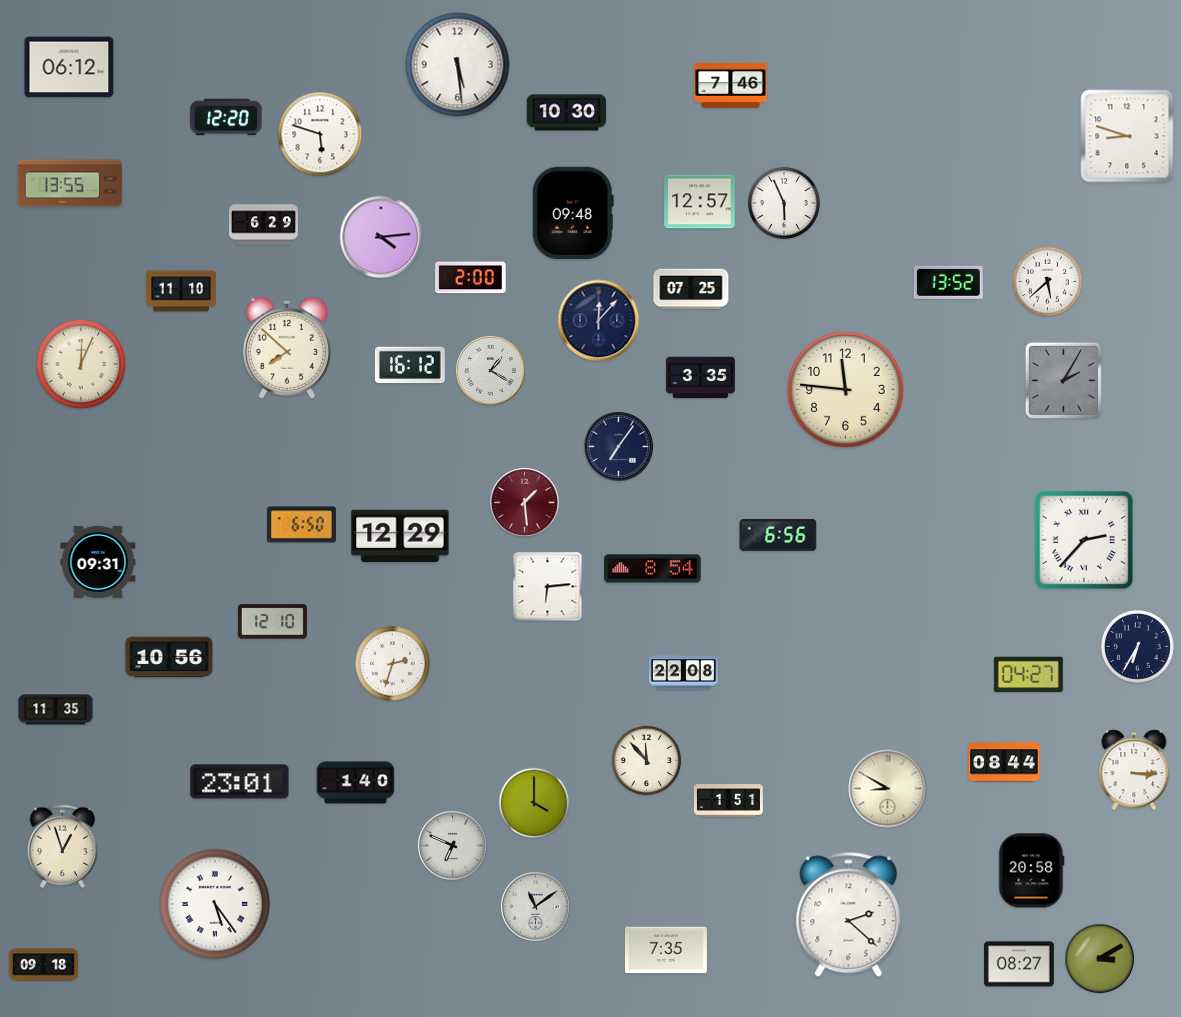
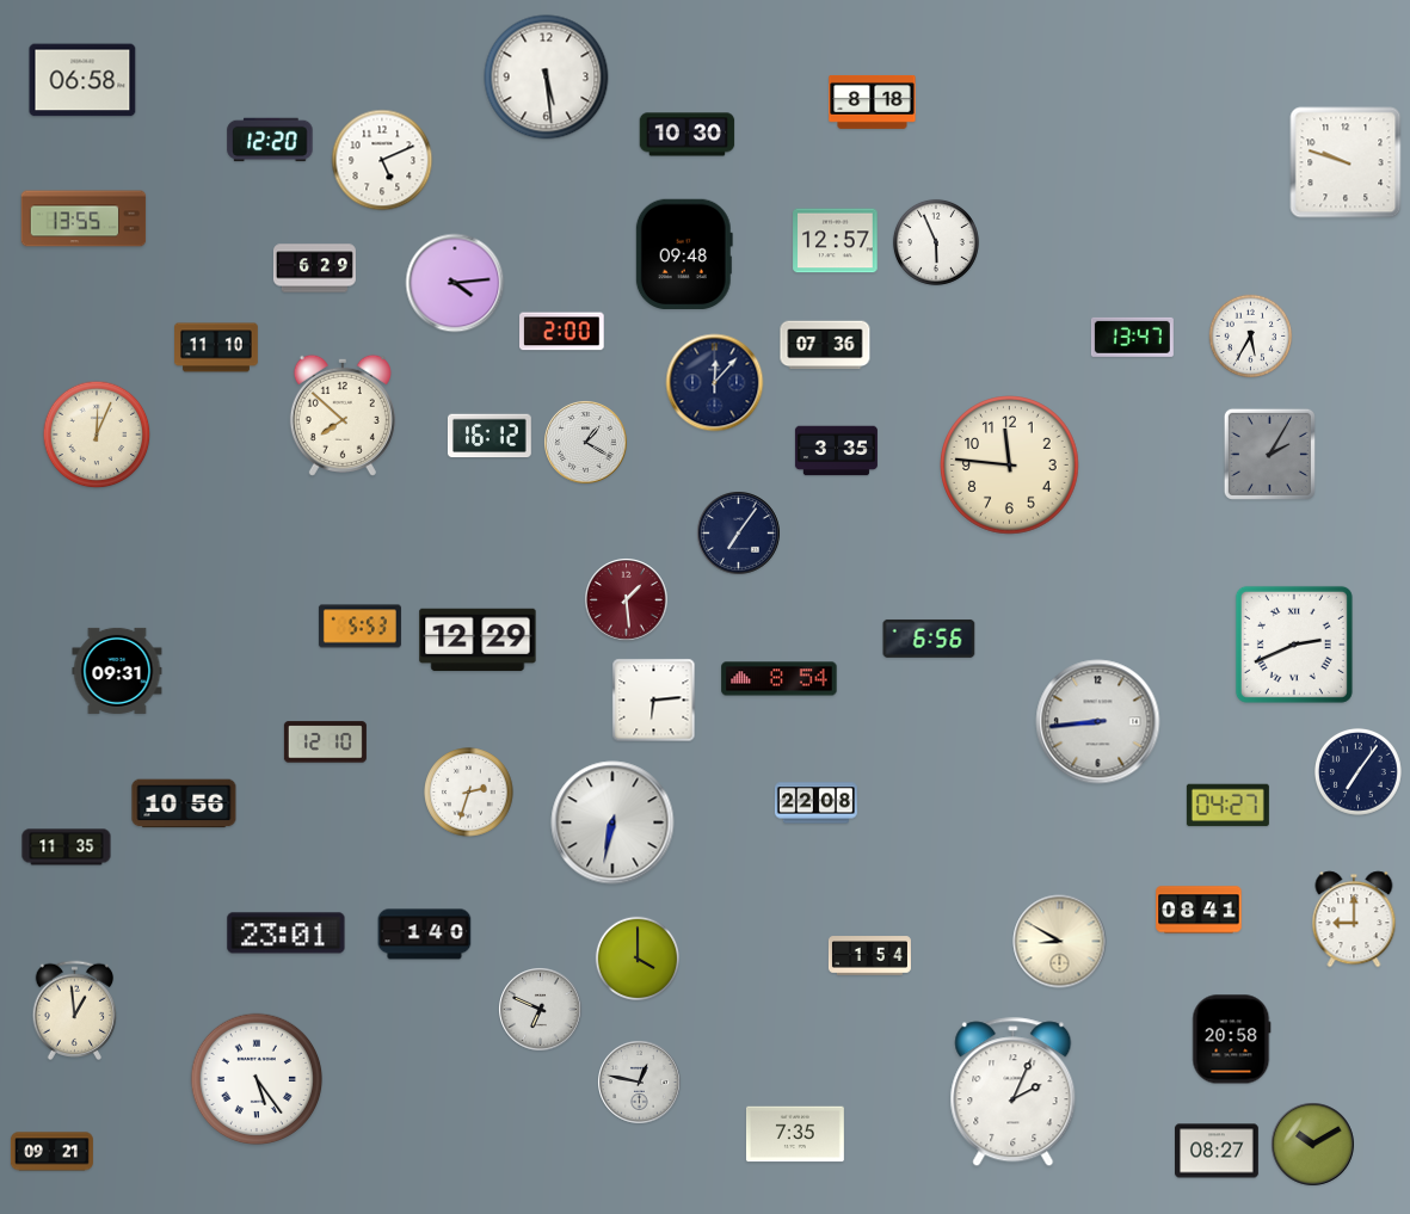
clock at (69, 67): 06:12 -> 06:58
clock at (731, 85): 7:46 -> 8:18
clock at (567, 113) position: (567, 113) -> (688, 135)
clock at (320, 134): 5:48 -> 5:11
clock at (1127, 136): 8:48 -> 9:48
clock at (948, 282): 13:52 -> 13:47
clock at (1048, 282): 5:38 -> 5:35
clock at (691, 289): 07:25 -> 07:36
clock at (301, 525): 6:50 -> 5:53
clock at (1084, 540): 2:37 -> 2:41
clock at (1098, 722): none -> 8:44
clock at (1137, 646): 6:35 -> 7:06
clock at (169, 657) position: (169, 657) -> (184, 803)
clock at (612, 822): none -> 6:32
clock at (647, 761): 11:53 -> none
clock at (1004, 762): 08:44 -> 08:41
clock at (1134, 770): 3:15 -> 9:00
clock at (728, 801): 1:51 -> 1:54
clock at (63, 846): 12:57 -> 12:59
clock at (536, 907): 11:09 -> 12:47
clock at (849, 915): 2:22 -> 2:04
clock at (1100, 959): 3:10 -> 10:10
clock at (43, 965): 09:18 -> 09:21
